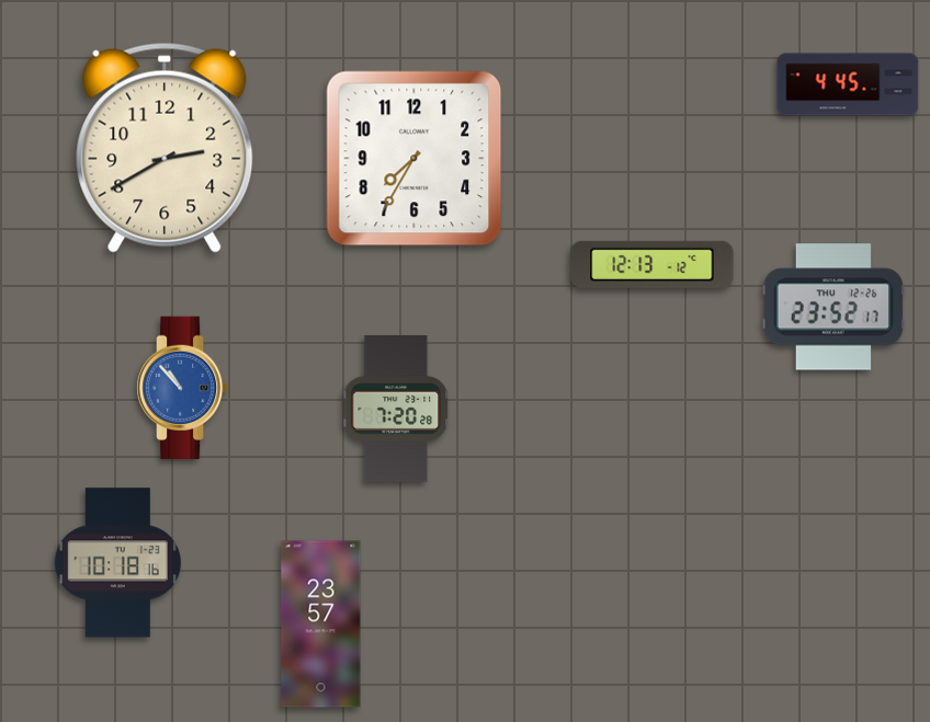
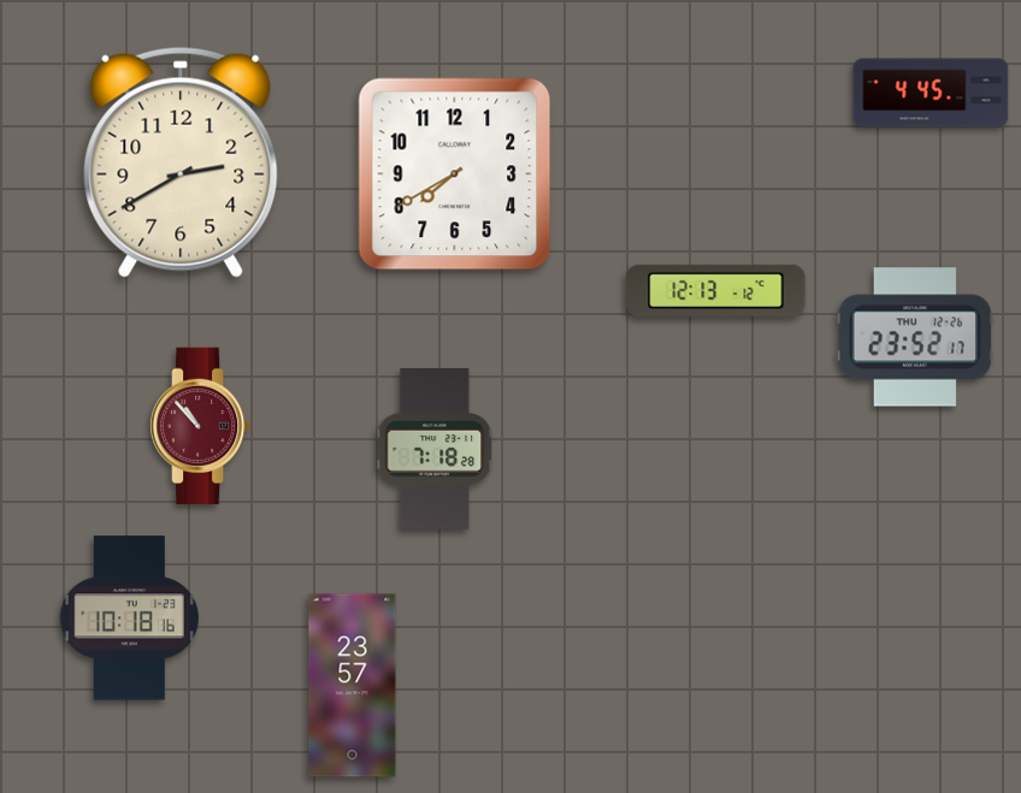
clock at (415, 159): 7:35 -> 7:40
clock at (183, 388) dial: blue -> burgundy
clock at (396, 410): 7:20 -> 7:18
